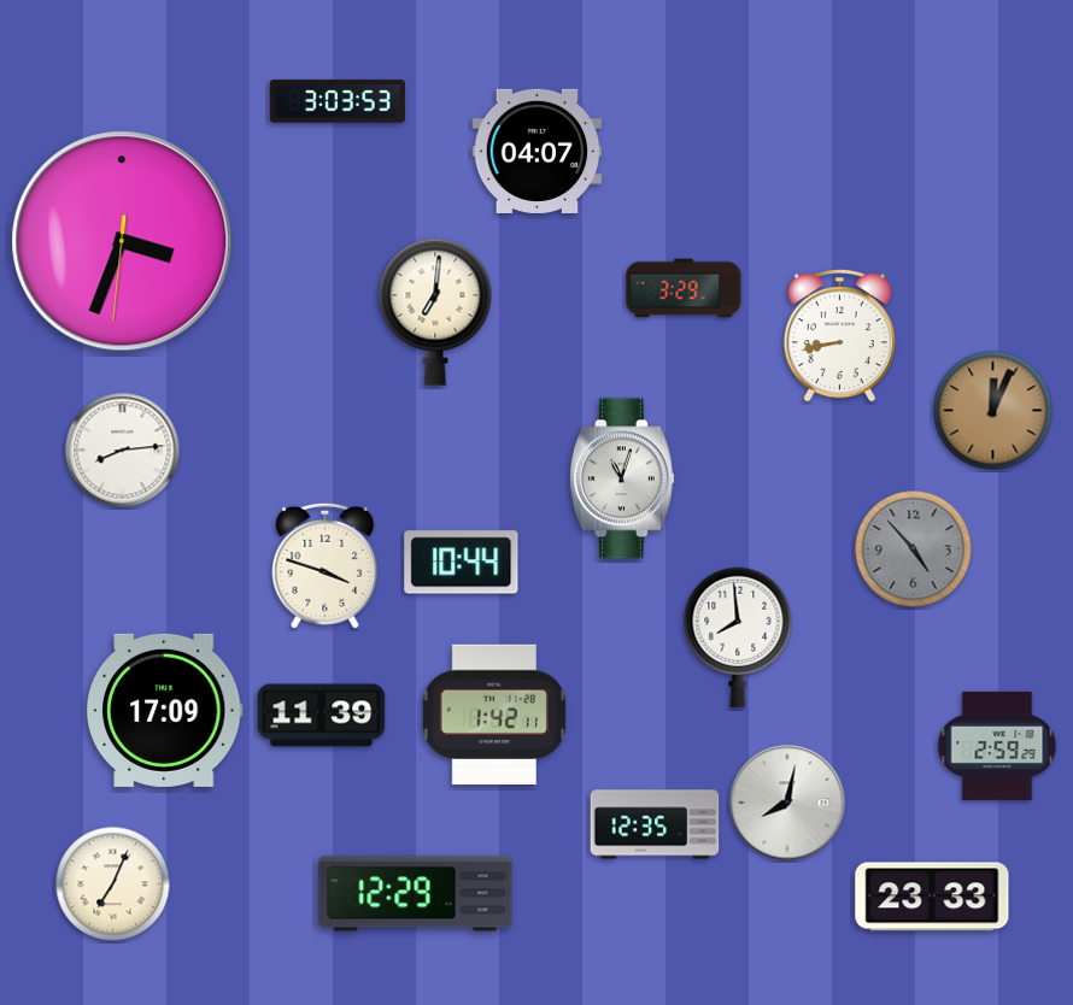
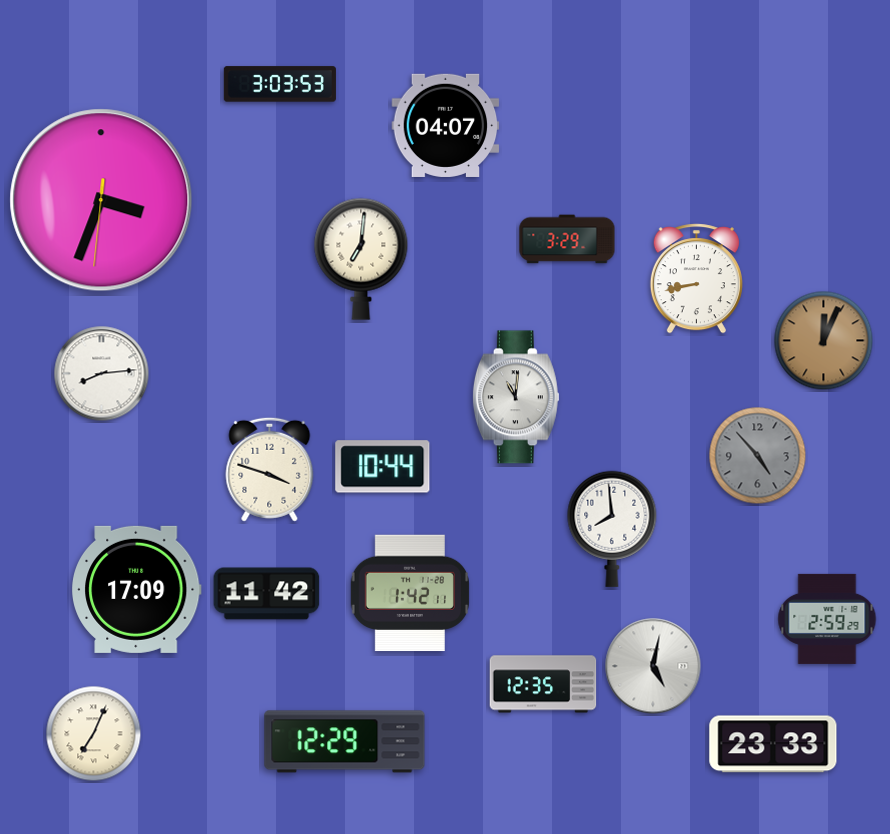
clock at (622, 478): 11:03 -> 11:01
clock at (322, 716): 11:39 -> 11:42
clock at (787, 803): 8:02 -> 5:02
